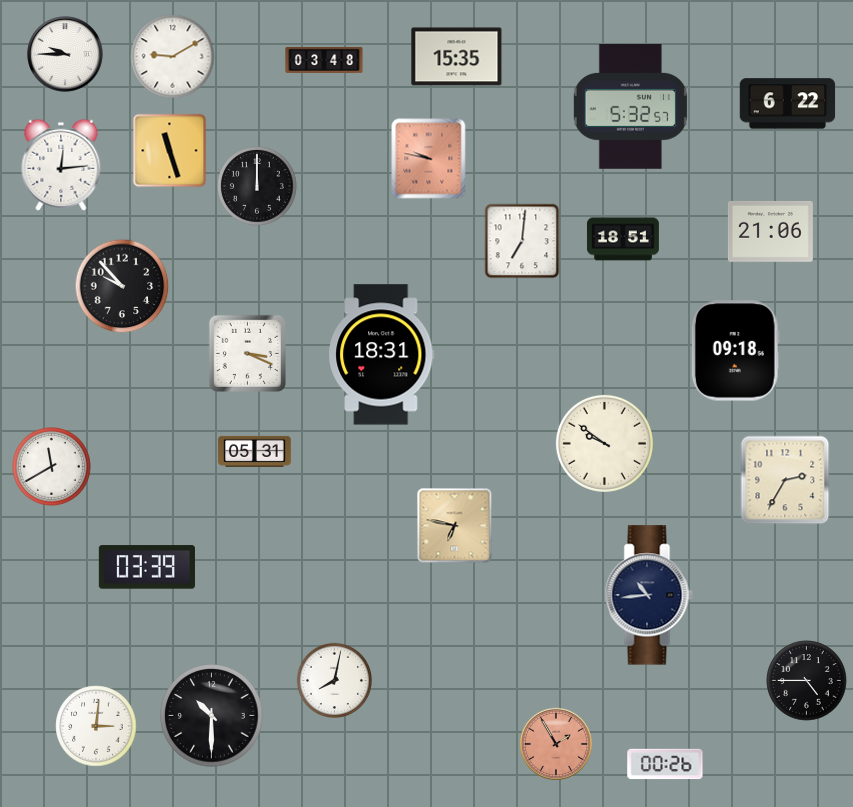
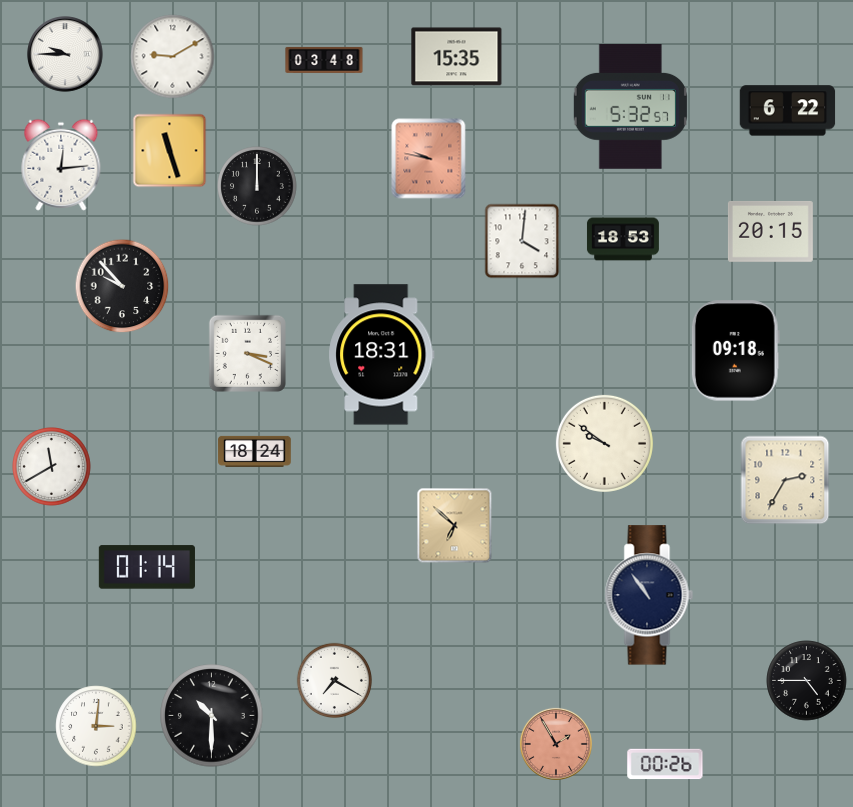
clock at (788, 104) position: (788, 104) -> (788, 111)
clock at (770, 231): 21:06 -> 20:15
clock at (623, 239): 18:51 -> 18:53
clock at (522, 241): 7:01 -> 4:01
clock at (255, 451): 05:31 -> 18:24
clock at (455, 526): 6:47 -> 6:52
clock at (147, 567): 03:39 -> 01:14
clock at (649, 595): 10:44 -> 10:54
clock at (334, 680): 8:02 -> 7:20
